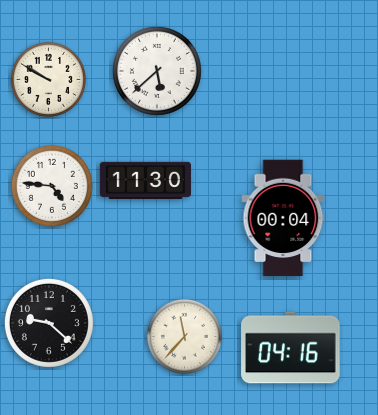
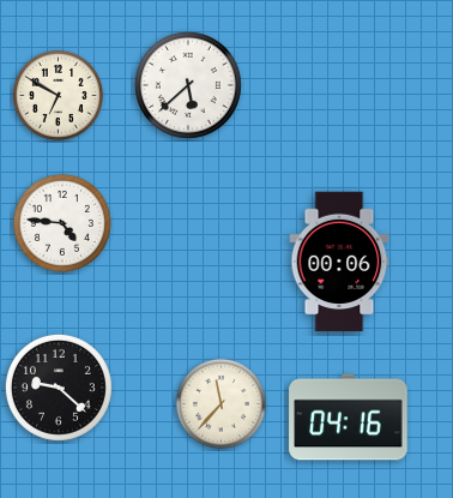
clock at (48, 79): 9:50 -> 6:50
clock at (145, 180): 11:30 -> none
clock at (283, 218): 00:04 -> 00:06
